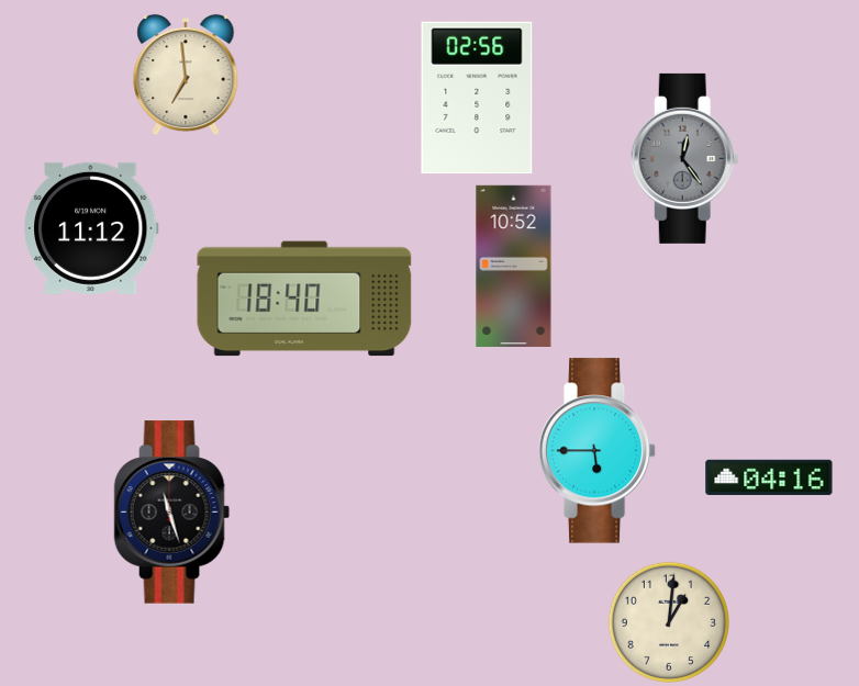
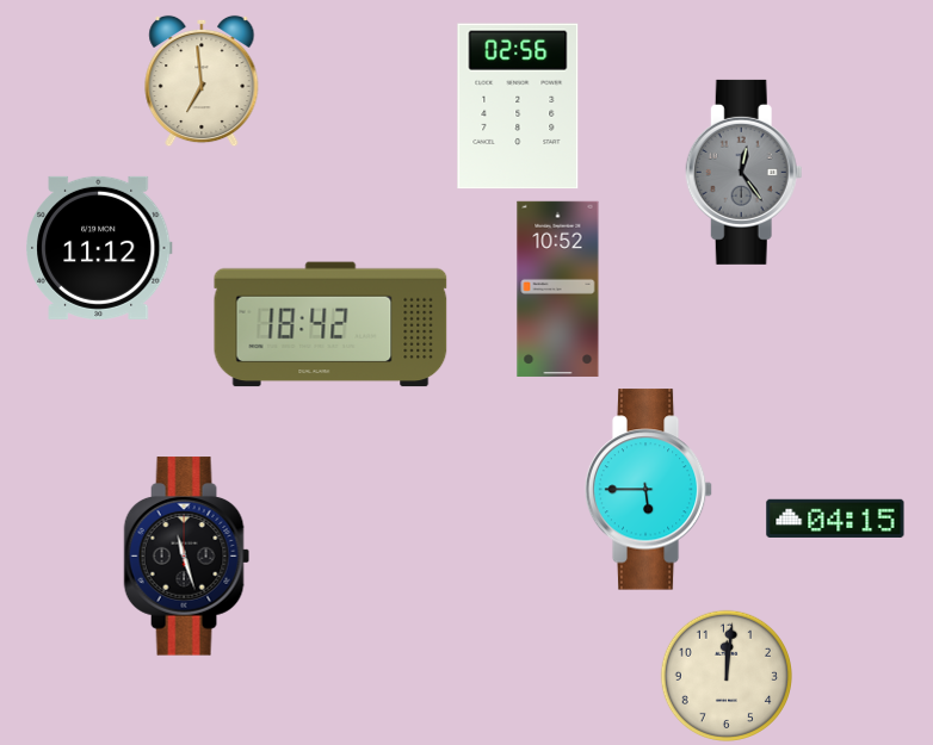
clock at (304, 299): 18:40 -> 18:42
clock at (769, 476): 04:16 -> 04:15
clock at (668, 621): 1:01 -> 12:01
